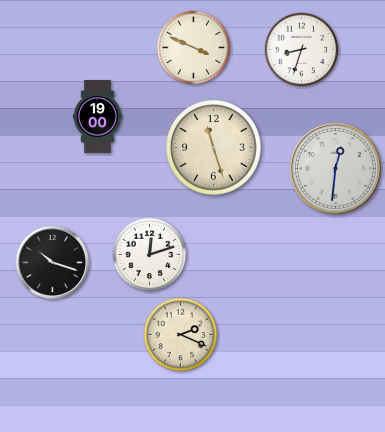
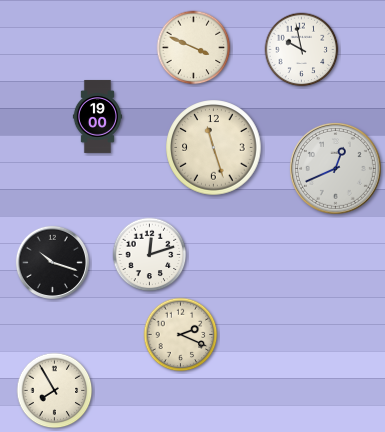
clock at (302, 50): 8:33 -> 9:58
clock at (335, 168): 12:31 -> 12:41
clock at (55, 391): none -> 7:55
